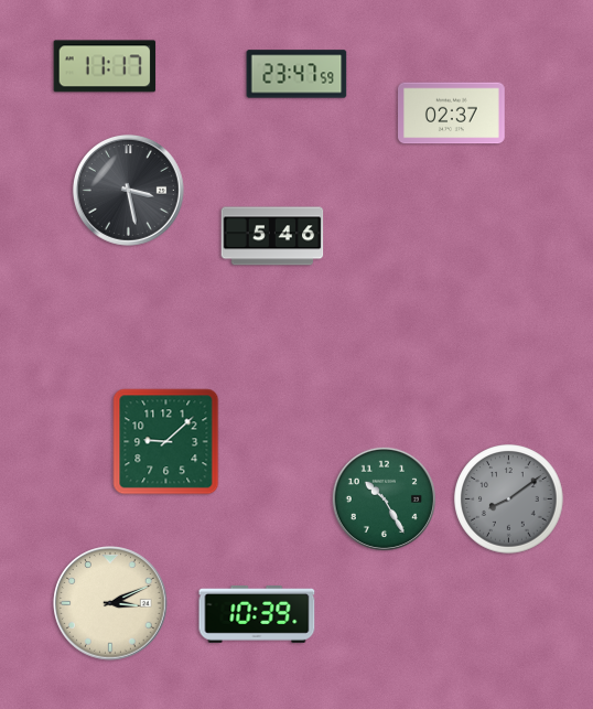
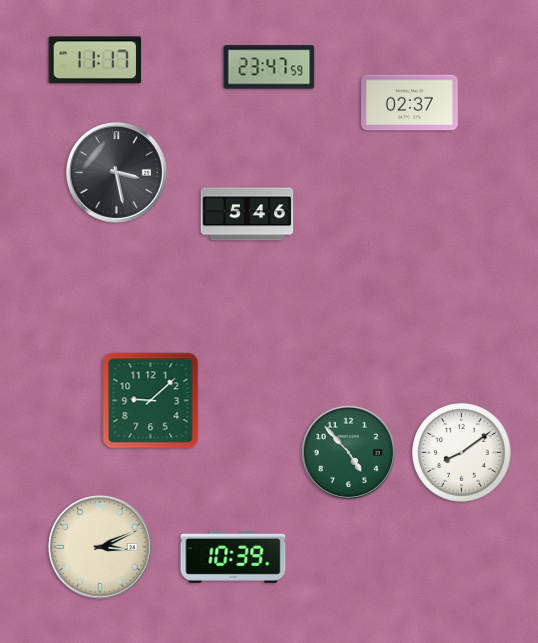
clock at (384, 498): 10:25 -> 4:53
clock at (509, 499) dial: grey -> white
